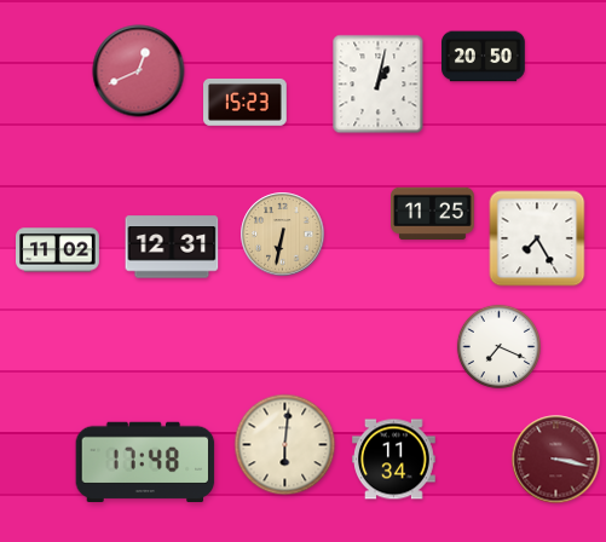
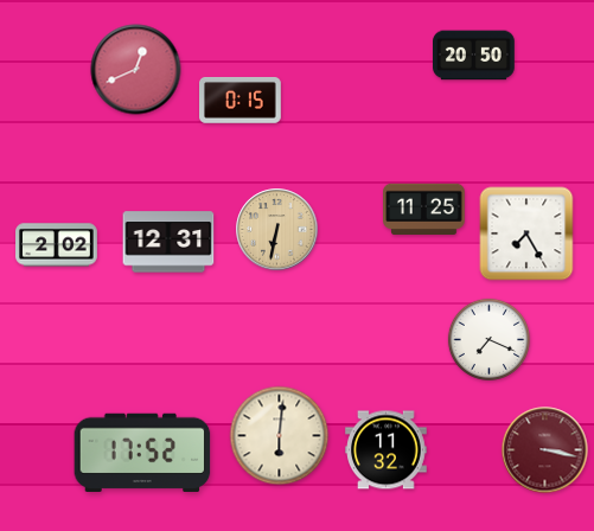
clock at (379, 85): 1:02 -> none
clock at (246, 103): 15:23 -> 0:15
clock at (58, 250): 11:02 -> 2:02
clock at (394, 460): 11:34 -> 11:32
clock at (145, 461): 17:48 -> 17:52
